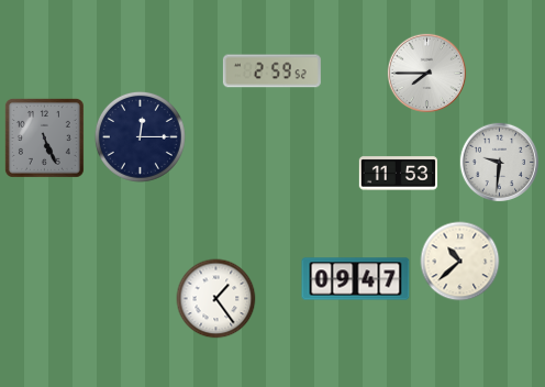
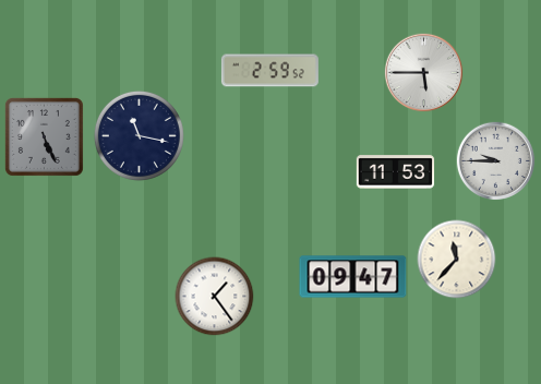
clock at (427, 74): 7:45 -> 5:45
clock at (140, 136): 12:15 -> 11:17
clock at (500, 163): 9:31 -> 9:45
clock at (460, 262): 10:38 -> 11:37
